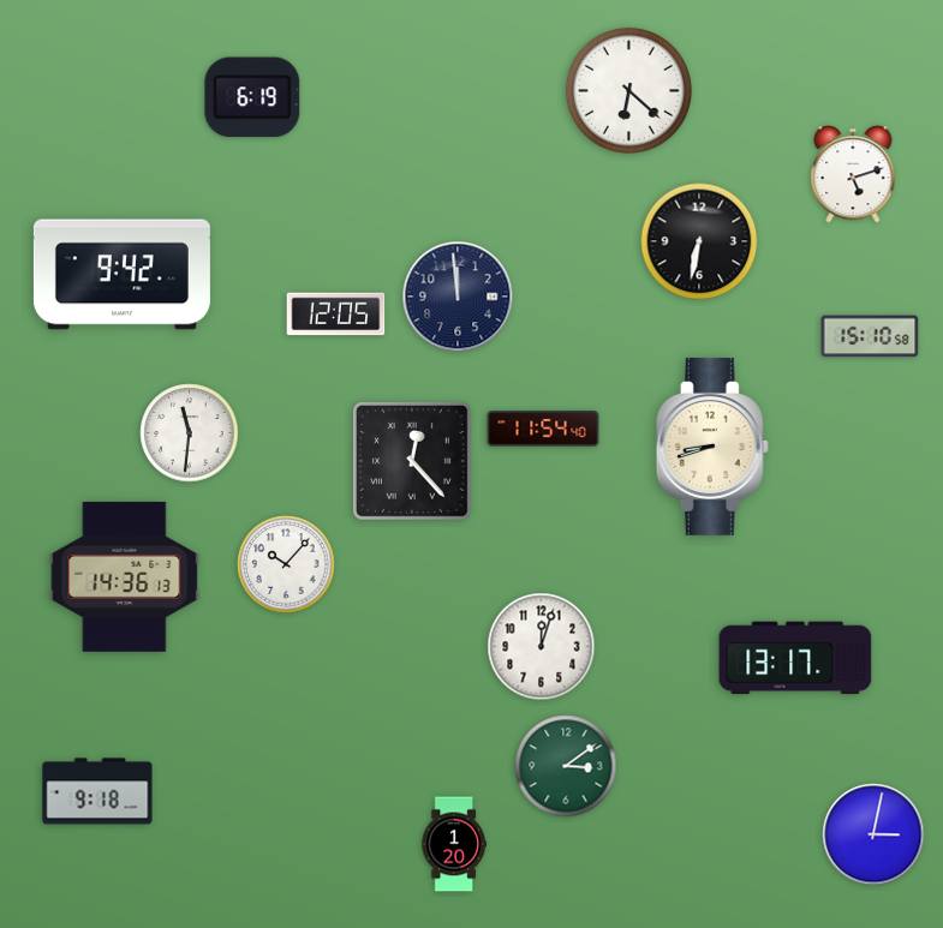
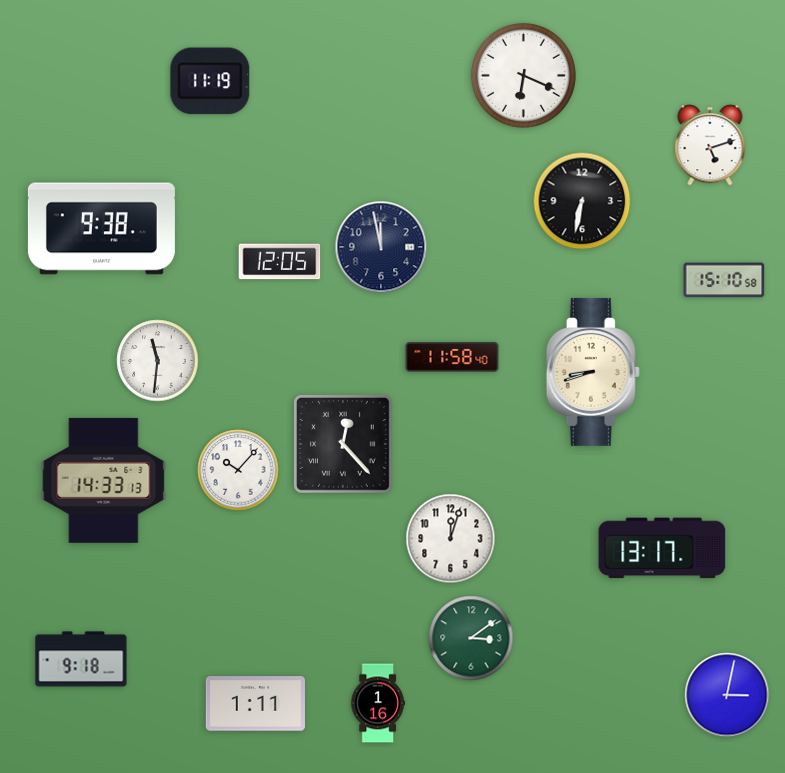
clock at (628, 90): 6:22 -> 6:19
clock at (252, 97): 6:19 -> 11:19
clock at (121, 275): 9:42 -> 9:38
clock at (458, 297): 11:59 -> 11:58
clock at (543, 429): 11:54 -> 11:58
clock at (412, 461) position: (412, 461) -> (343, 444)
clock at (125, 576): 14:36 -> 14:33
clock at (454, 844): 1:20 -> 1:16
clock at (255, 704): none -> 1:11
